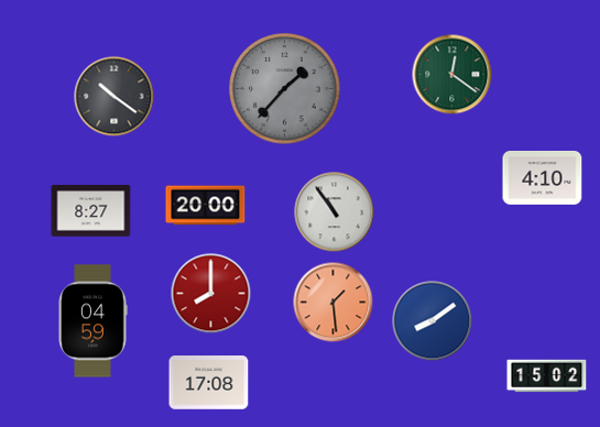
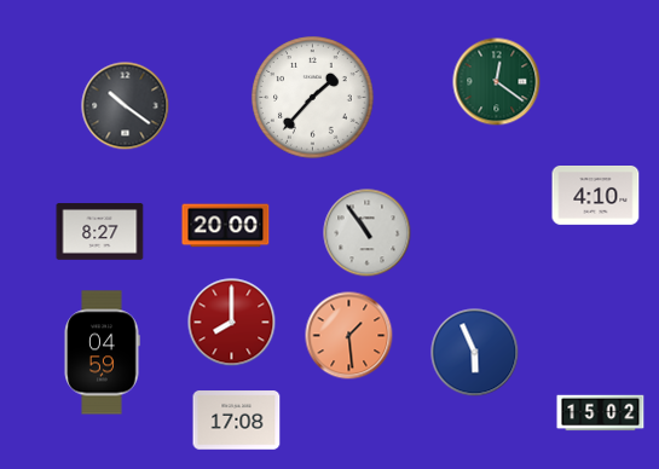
clock at (285, 89) dial: grey -> white
clock at (334, 303) position: (334, 303) -> (349, 336)
clock at (433, 321): 8:09 -> 5:56
clock at (209, 383) position: (209, 383) -> (237, 421)
